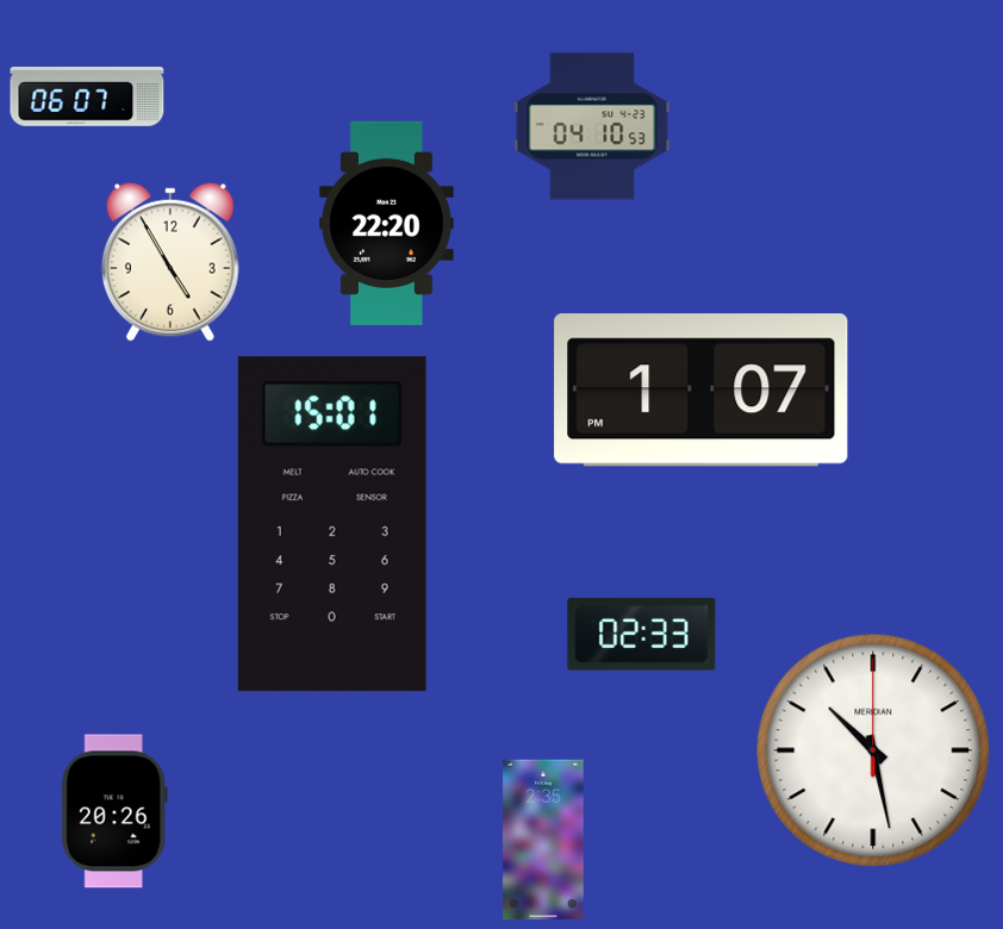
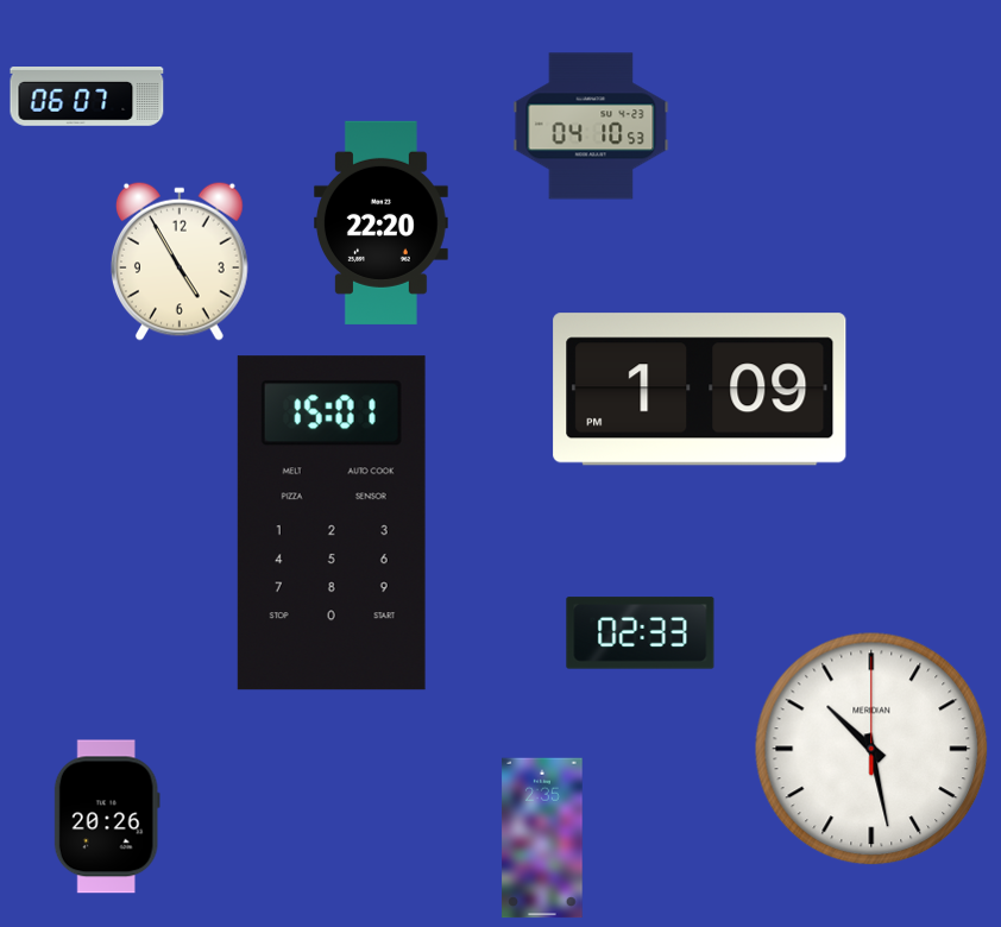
clock at (386, 223) position: (386, 223) -> (380, 222)
clock at (170, 262) position: (170, 262) -> (180, 261)
clock at (702, 391): 1:07 -> 1:09
clock at (114, 811) position: (114, 811) -> (107, 816)
